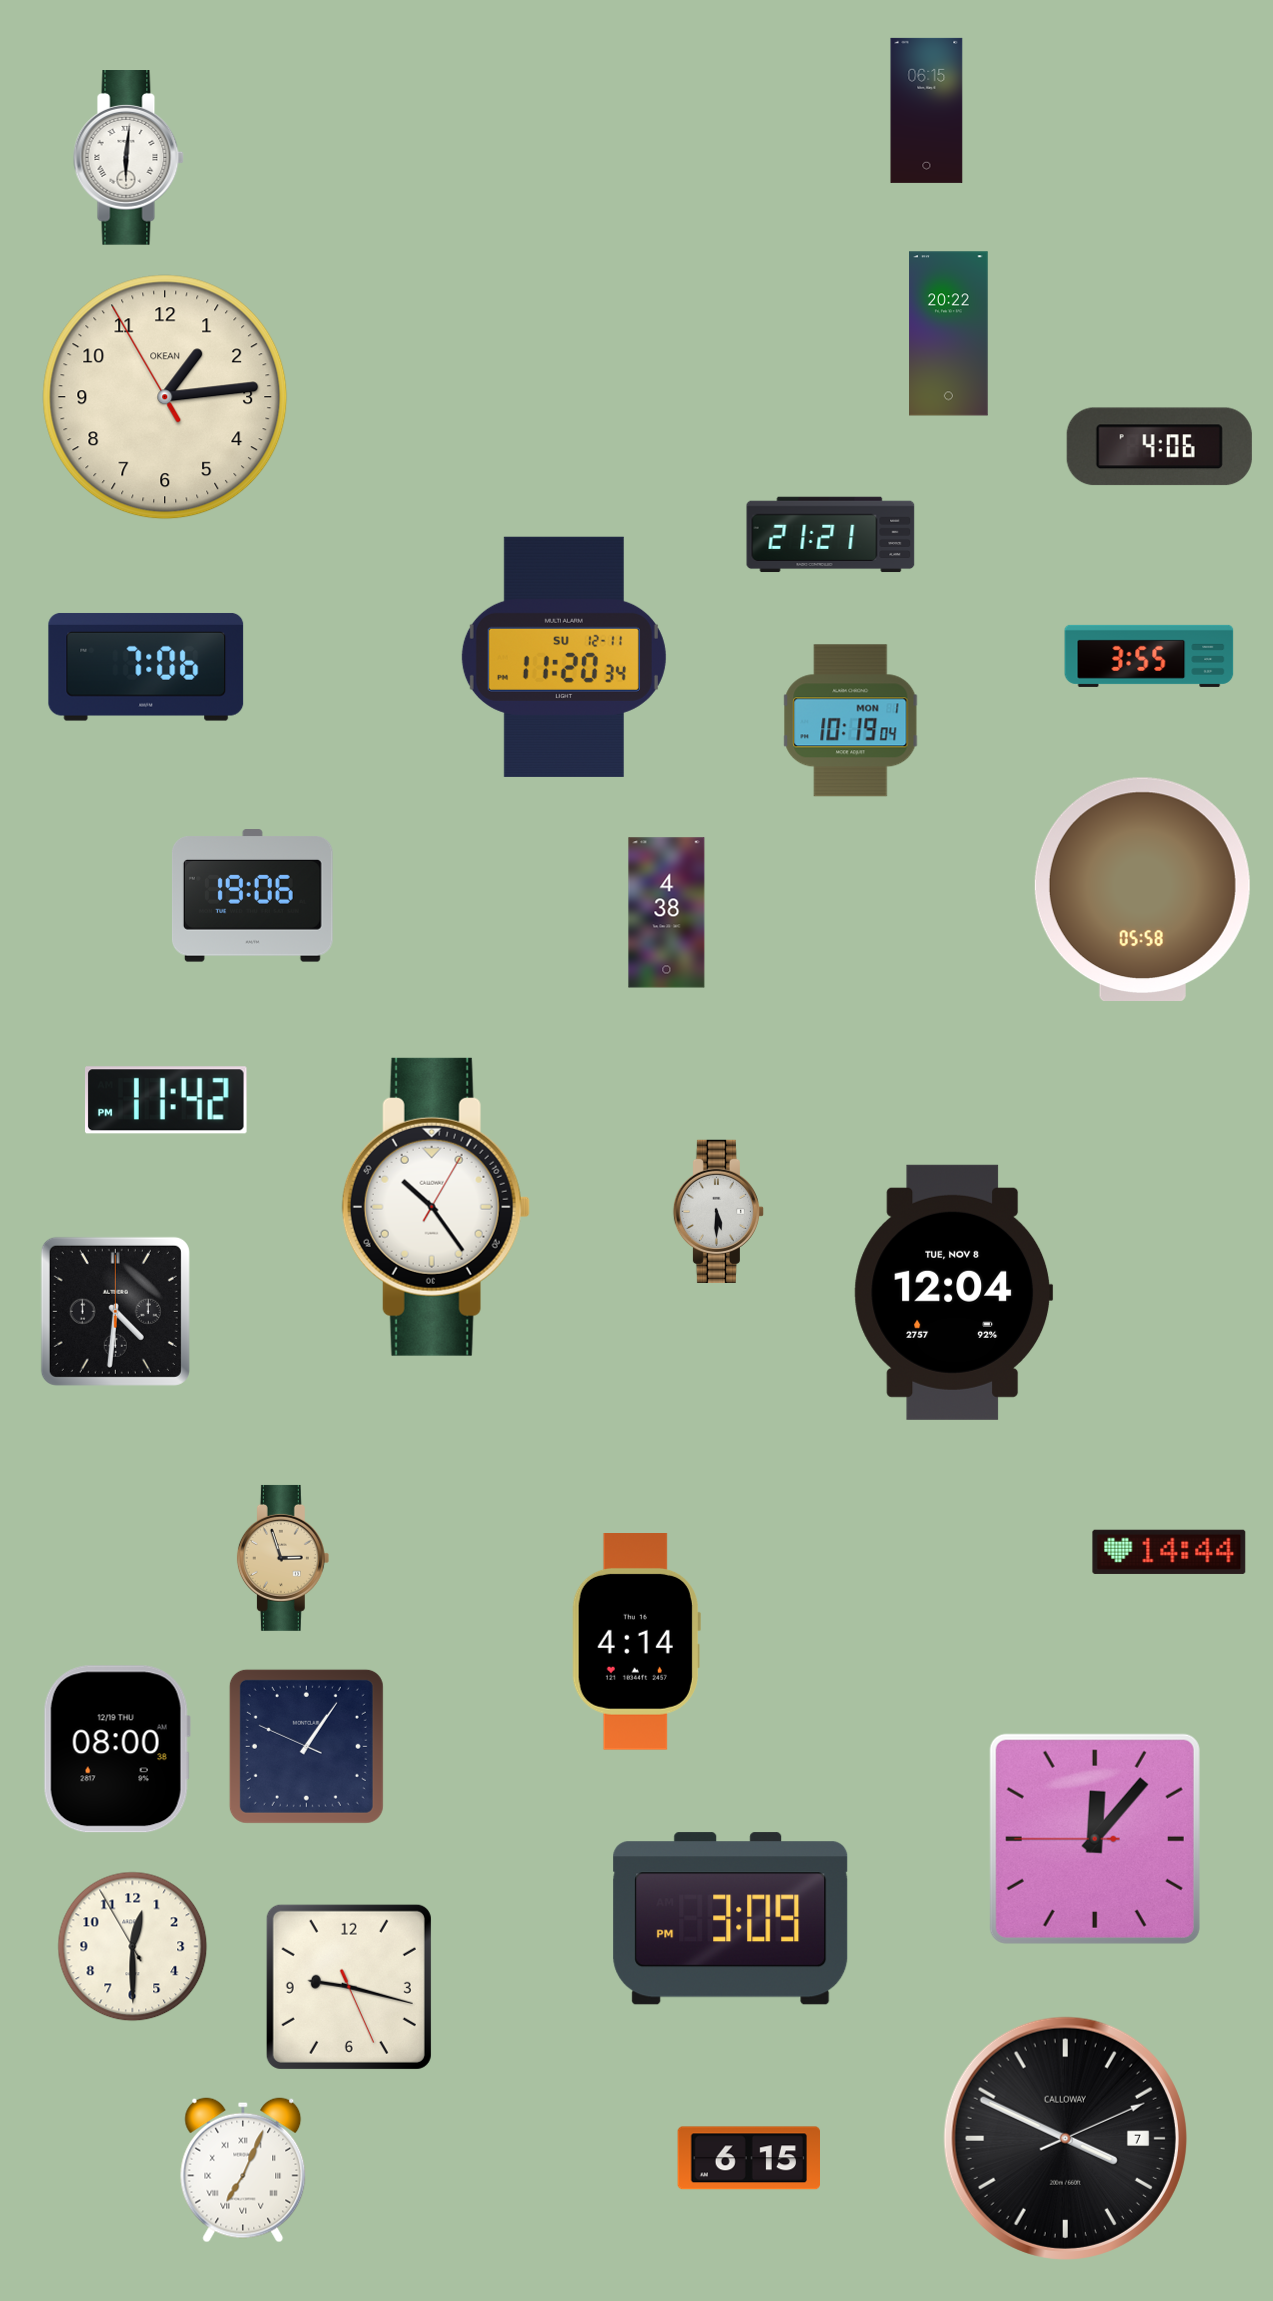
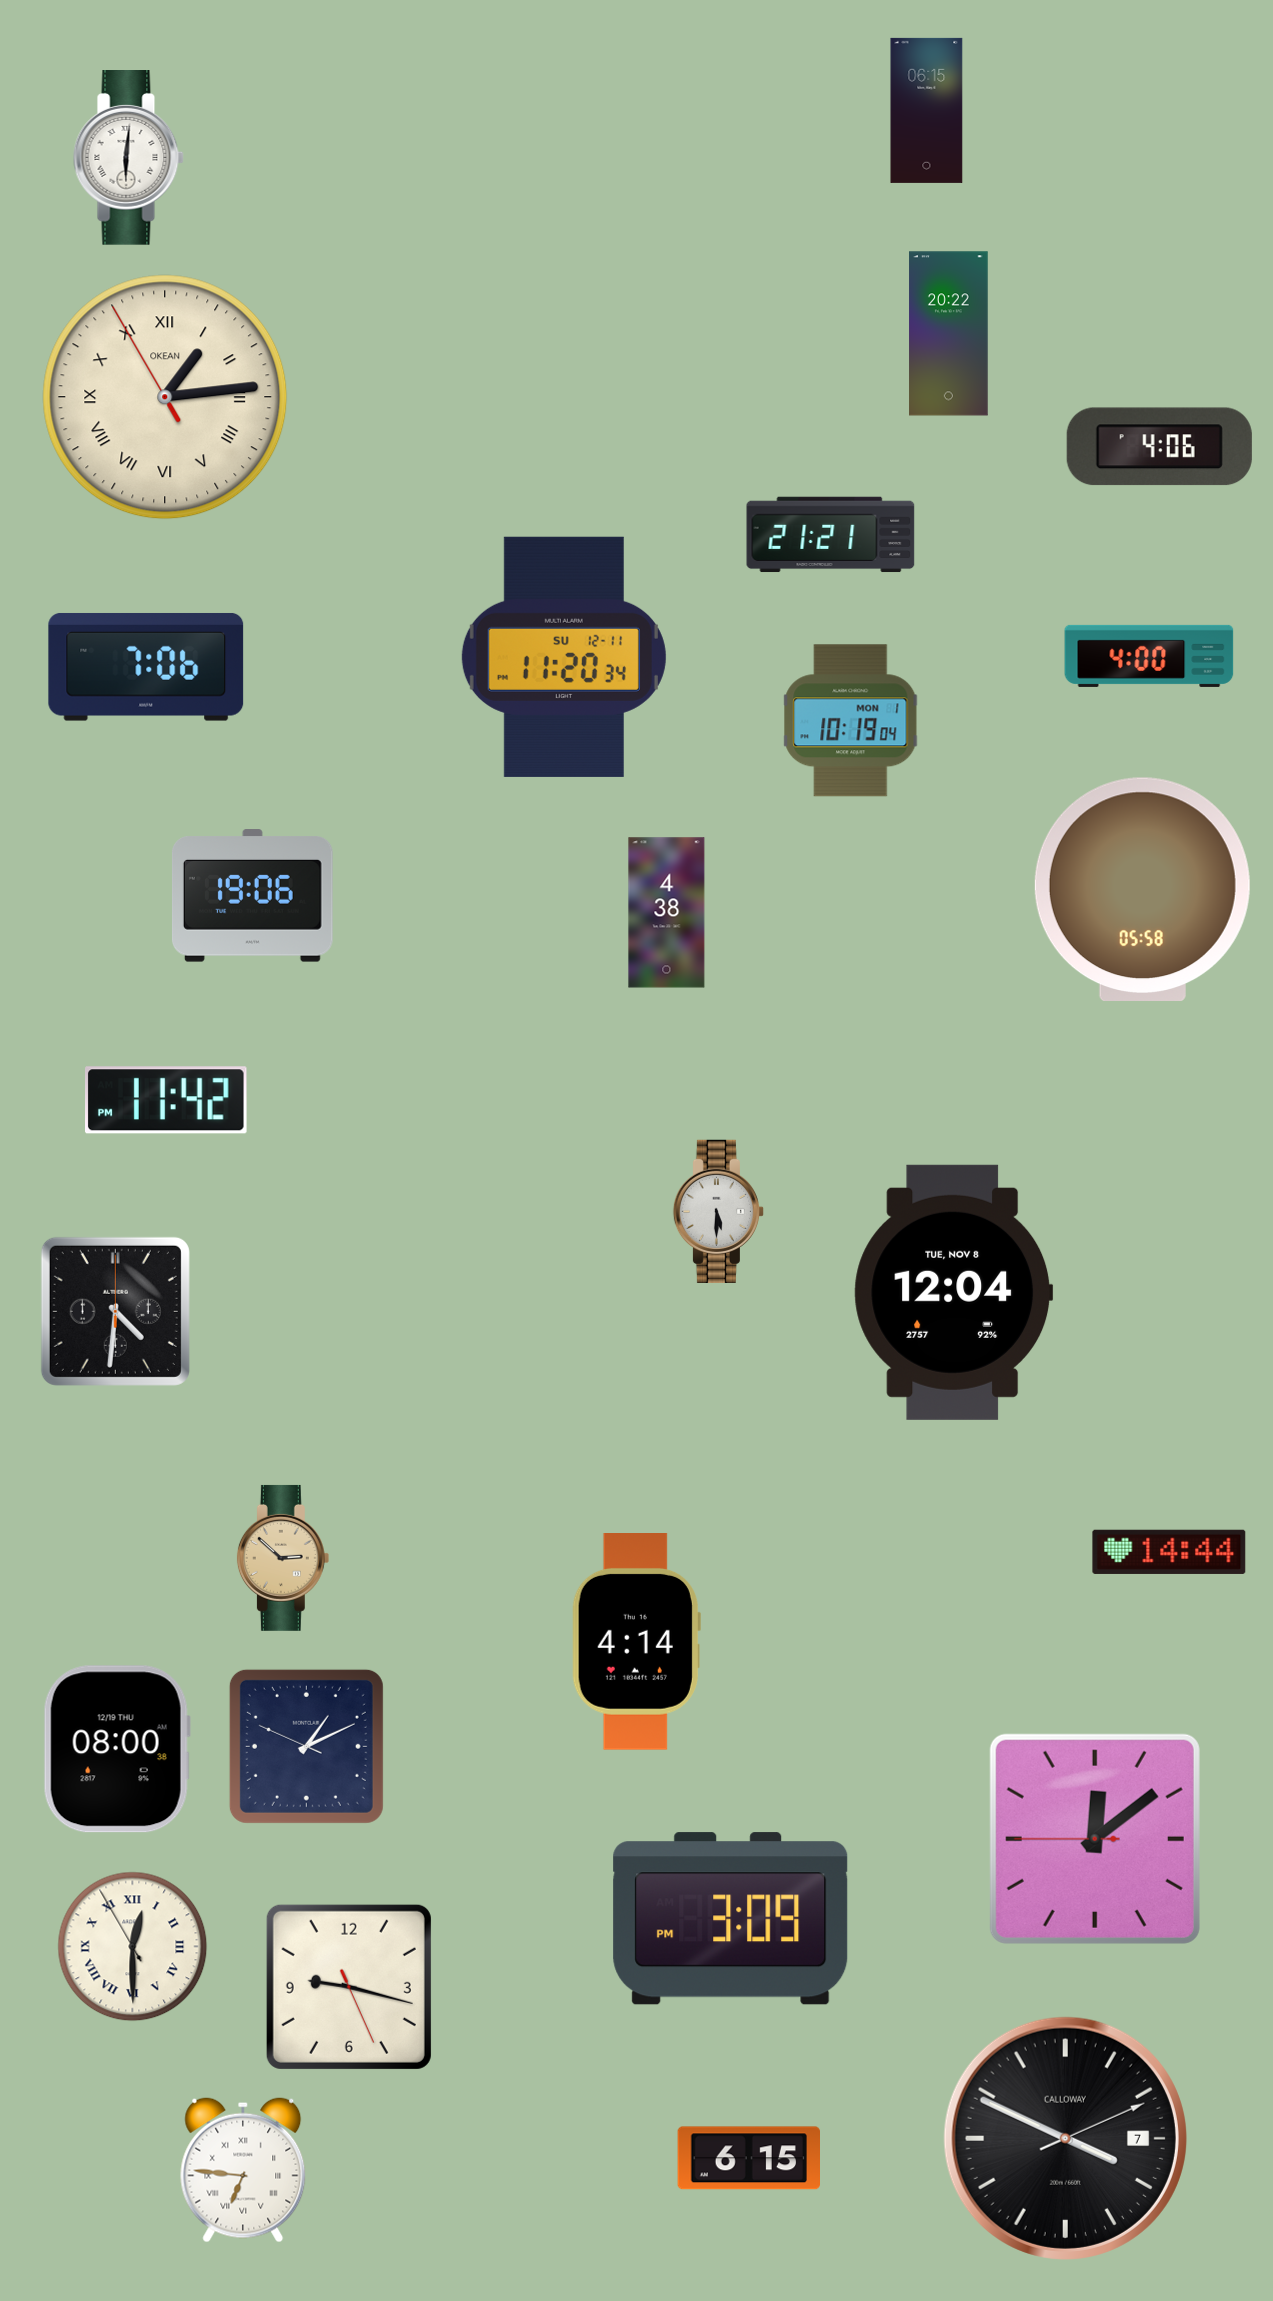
clock at (165, 397) numerals: Arabic -> Roman
clock at (1149, 656): 3:55 -> 4:00
clock at (436, 1207): 10:24 -> none
clock at (283, 1558): 2:57 -> 2:52
clock at (306, 1746): 1:05 -> 1:10
clock at (1095, 1839): 12:06 -> 12:08
clock at (133, 1947) numerals: Arabic -> Roman
clock at (243, 2170): 7:04 -> 6:46
